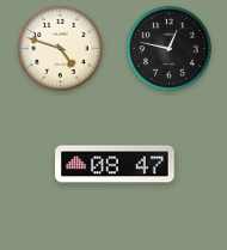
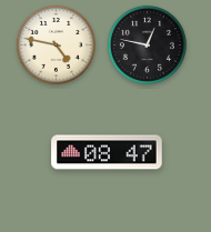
clock at (60, 48): 4:48 -> 4:47
clock at (168, 48) position: (168, 48) -> (147, 44)
